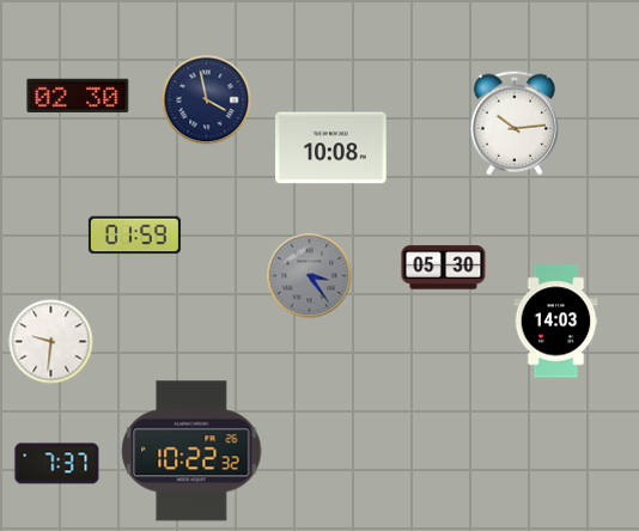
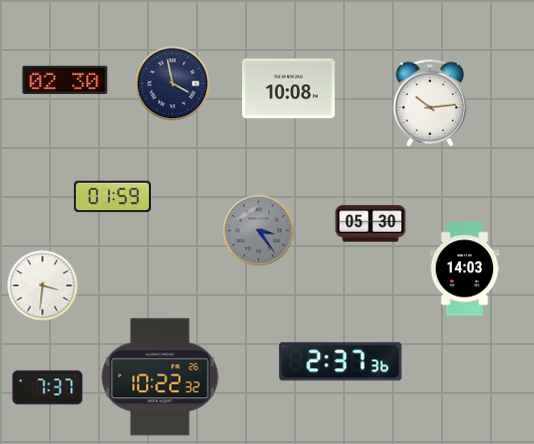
clock at (331, 148) position: (331, 148) -> (289, 89)
clock at (51, 342): 9:31 -> 3:31
clock at (341, 362): none -> 2:37
